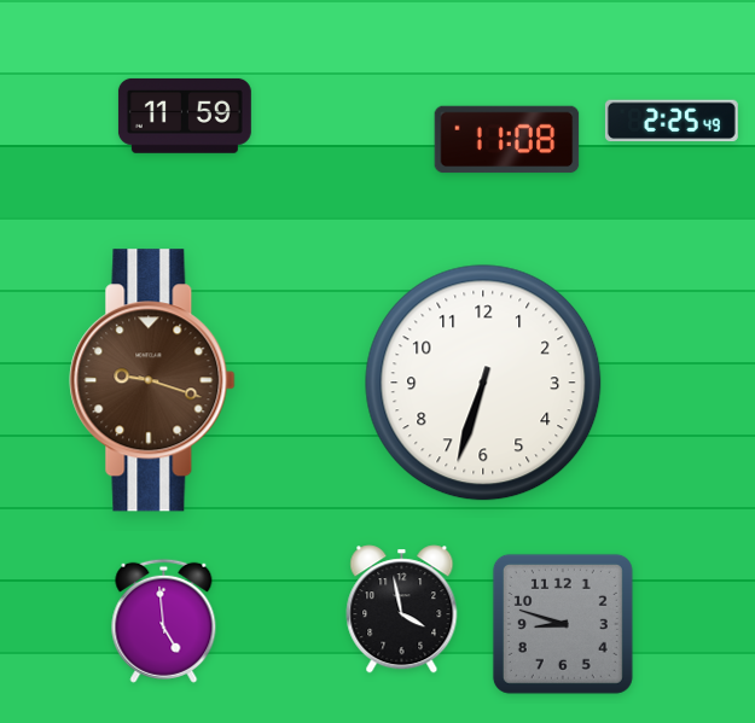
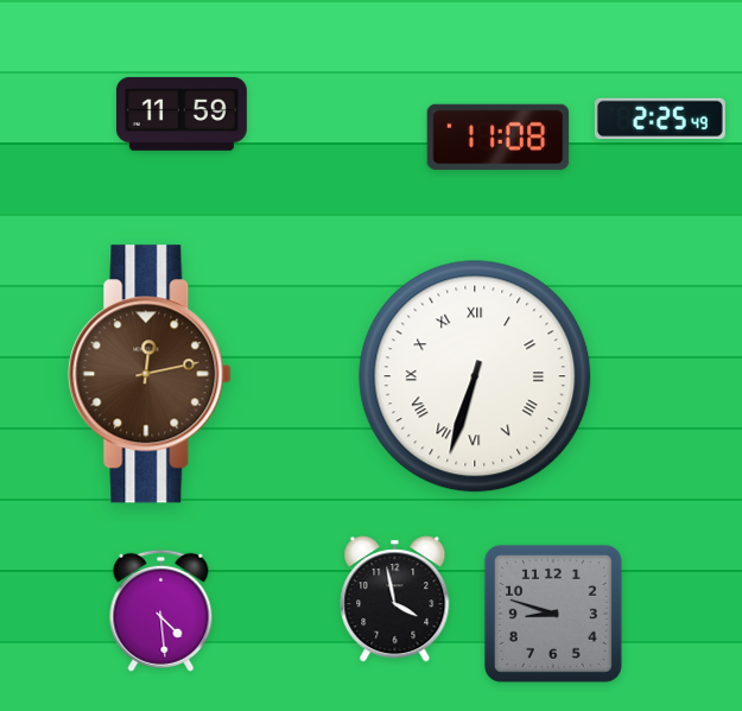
clock at (152, 380): 9:18 -> 12:13
clock at (483, 383) numerals: Arabic -> Roman
clock at (164, 620): 4:59 -> 4:29
